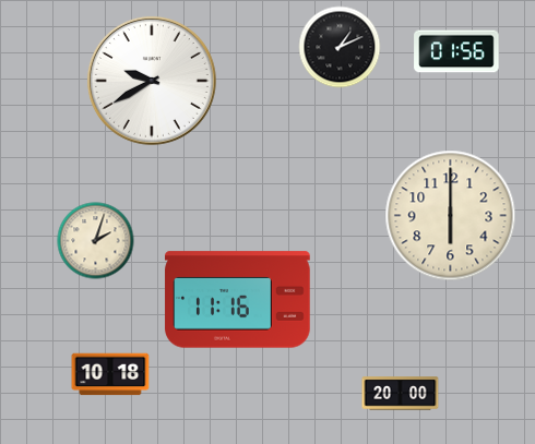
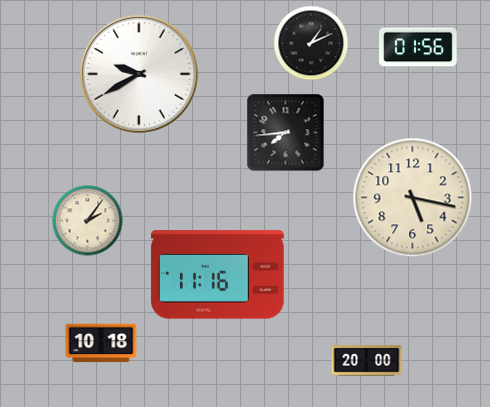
clock at (286, 133): none -> 7:44
clock at (451, 216): 6:00 -> 5:17
clock at (96, 241): 2:03 -> 2:06
